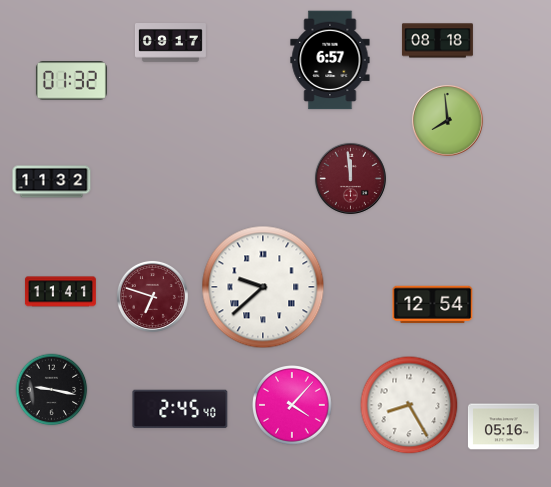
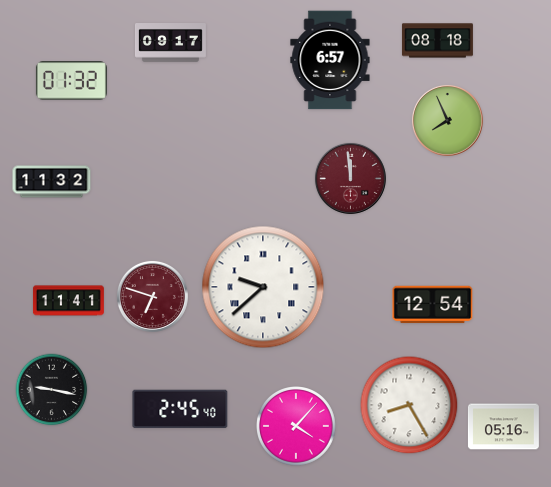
clock at (447, 120): 7:59 -> 7:56
clock at (60, 292) position: (60, 292) -> (68, 301)
clock at (293, 406) position: (293, 406) -> (297, 427)
